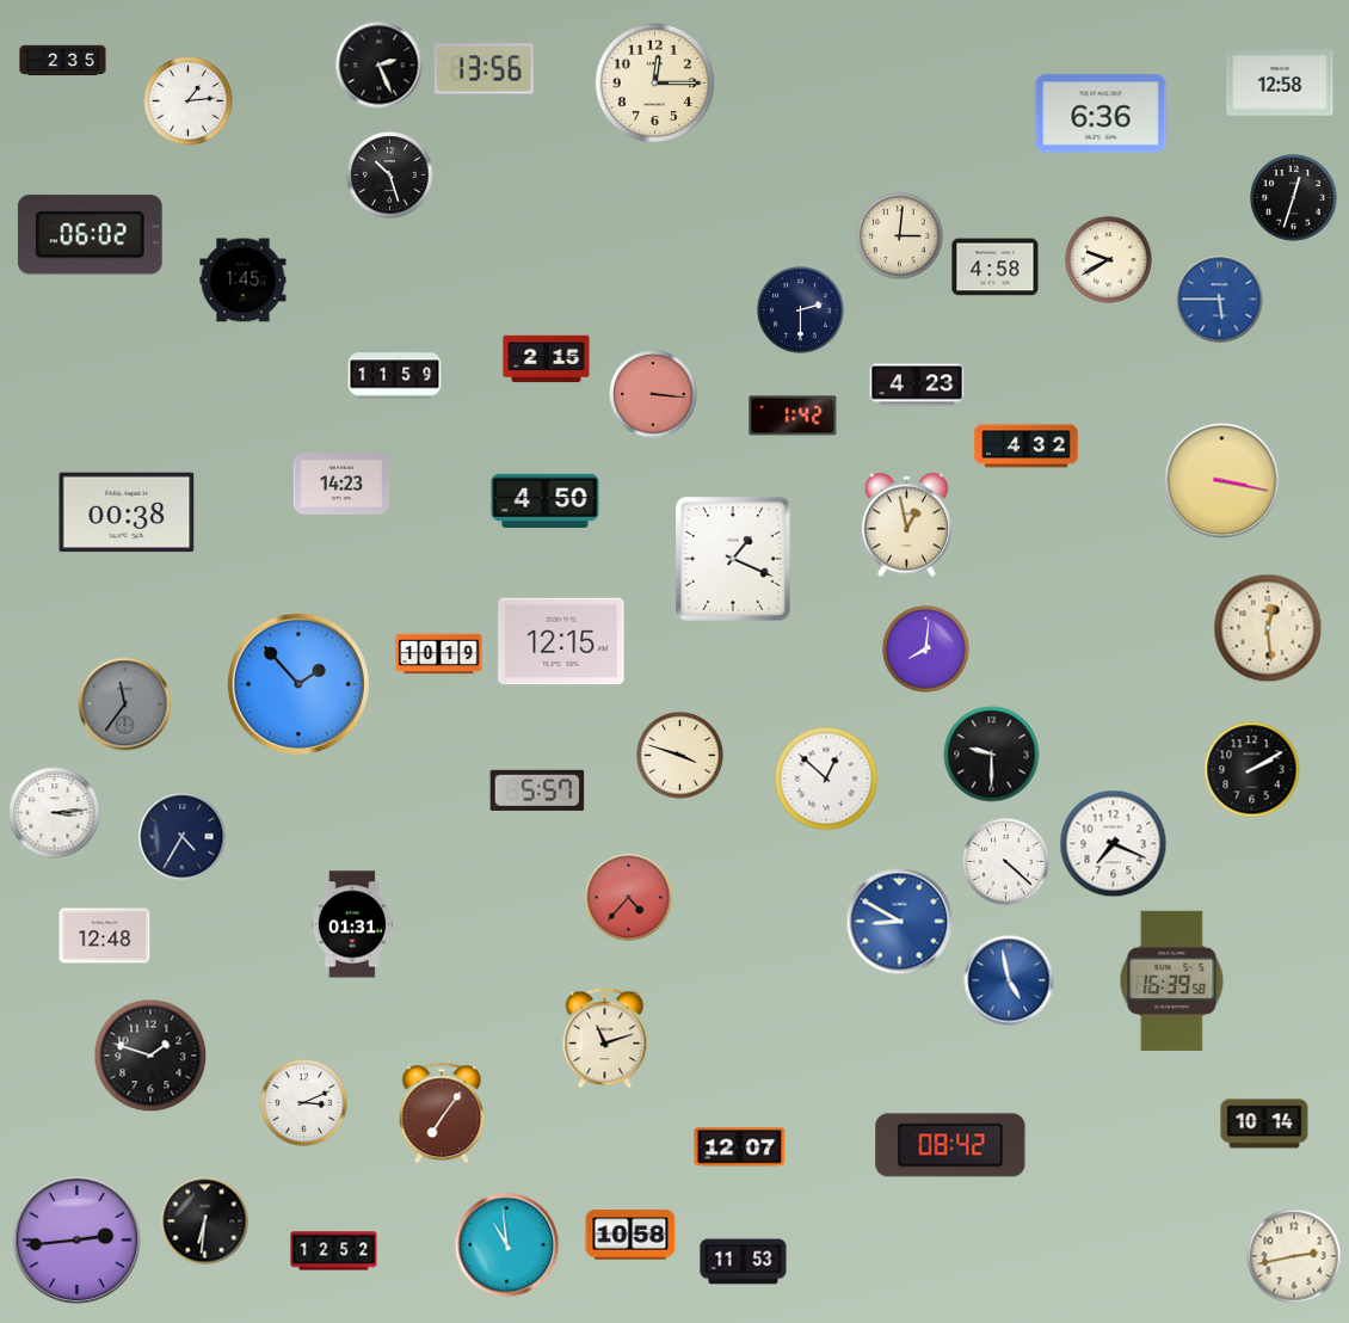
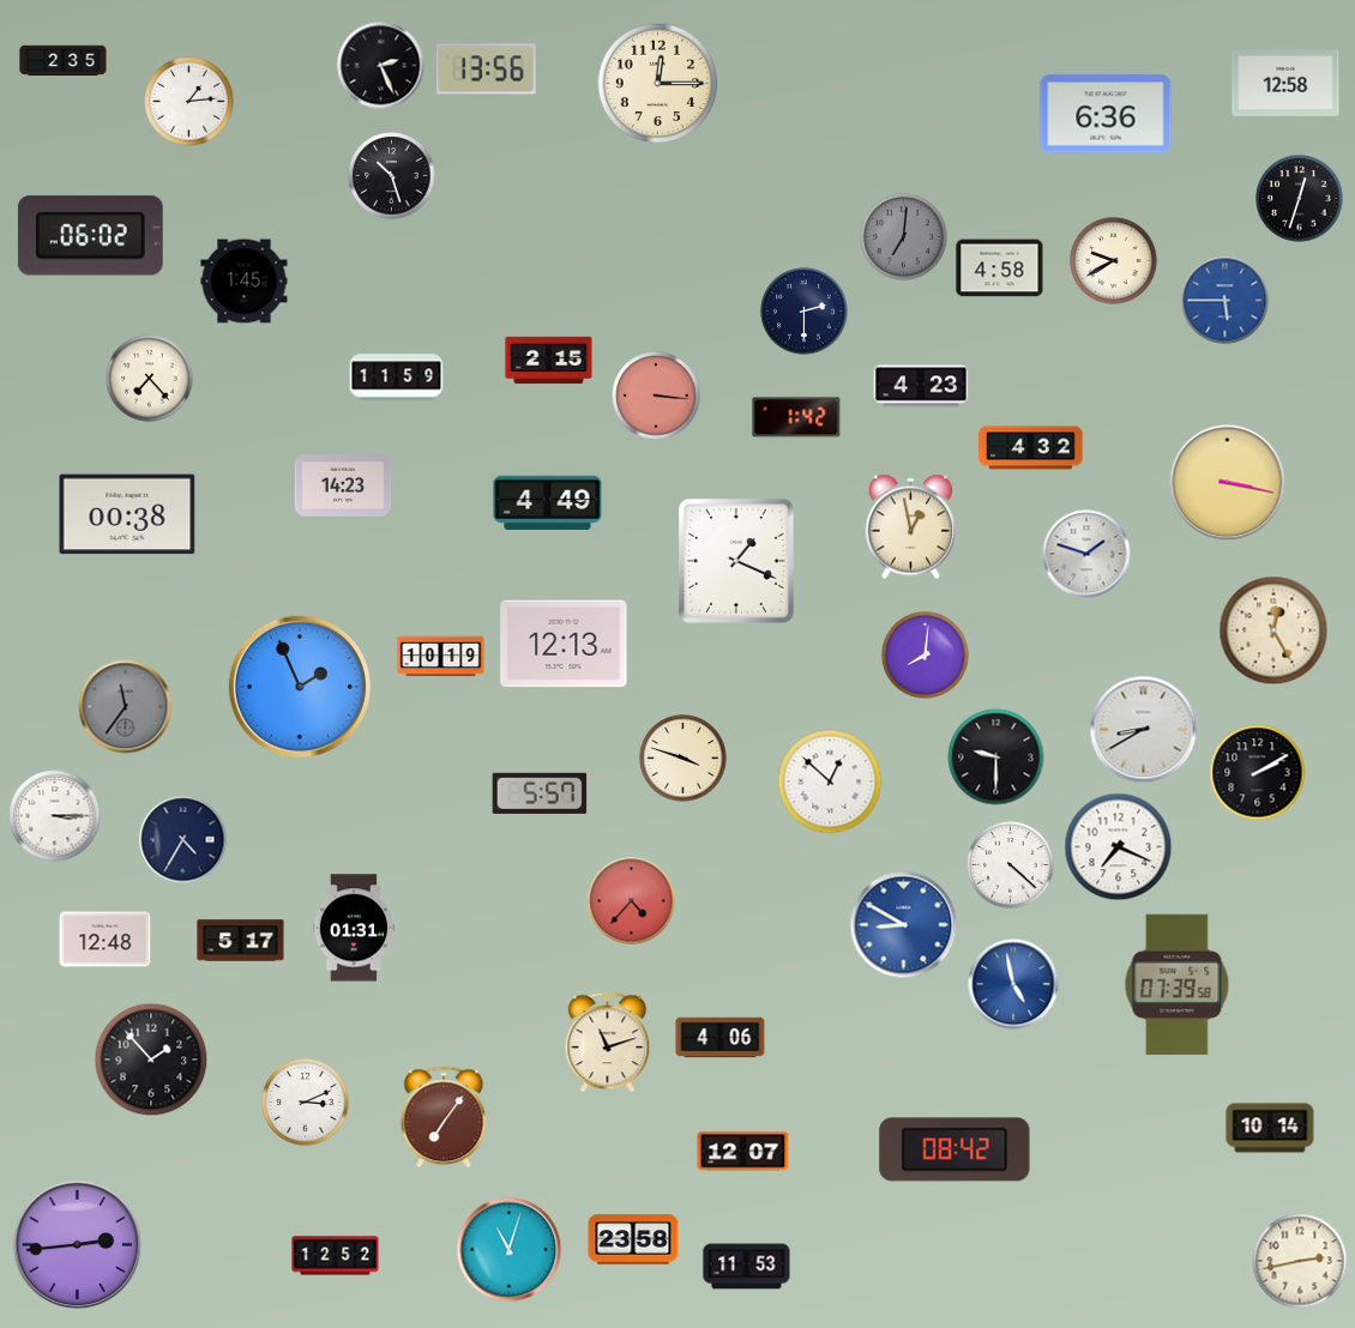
clock at (900, 236): 3:01 -> 7:01
clock at (900, 236) dial: cream -> grey
clock at (150, 379): none -> 7:23
clock at (546, 500): 4:50 -> 4:49
clock at (1086, 554): none -> 1:48
clock at (1268, 628): 12:29 -> 12:25
clock at (561, 641): 12:15 -> 12:13
clock at (926, 650) position: (926, 650) -> (926, 656)
clock at (298, 684): 1:53 -> 1:56
clock at (1144, 730): none -> 8:40
clock at (55, 813): 3:14 -> 3:15
clock at (241, 941): none -> 5:17
clock at (1172, 980): 16:39 -> 07:39
clock at (721, 1038): none -> 4:06
clock at (150, 1056): 1:48 -> 1:53
clock at (304, 1103) position: (304, 1103) -> (306, 1103)
clock at (205, 1222): 6:31 -> none
clock at (630, 1235): 10:58 -> 23:58
clock at (507, 1245): 10:59 -> 11:03
